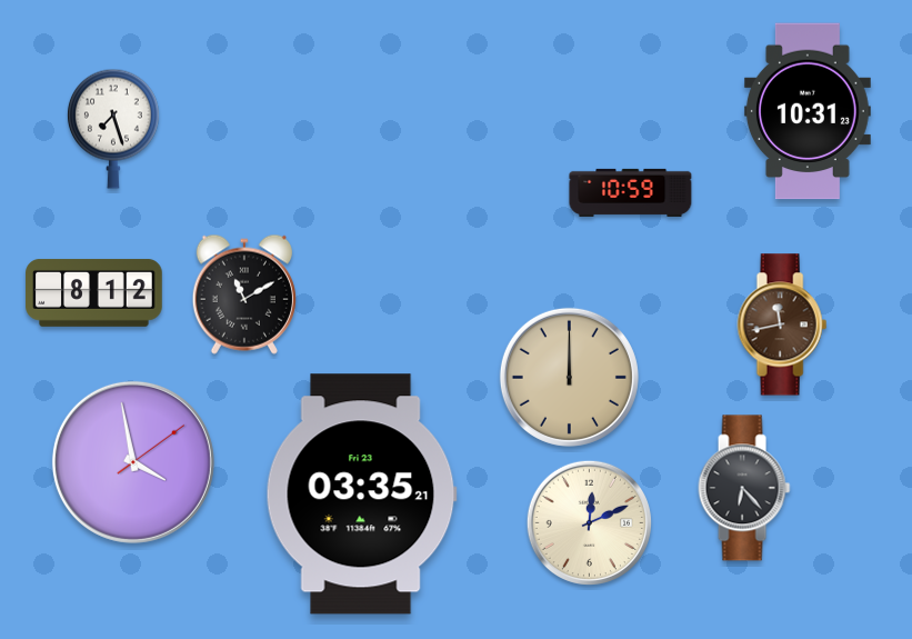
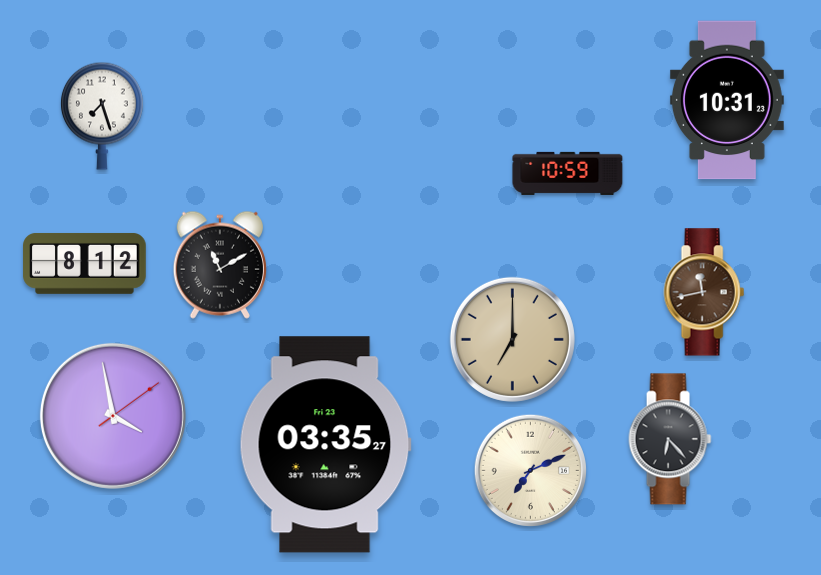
clock at (569, 377): 12:00 -> 7:00
clock at (133, 462) position: (133, 462) -> (113, 416)
clock at (361, 495): 03:35:21 -> 03:35:27
clock at (589, 522): 12:11 -> 7:11
